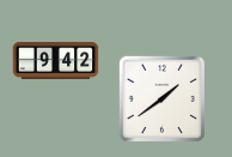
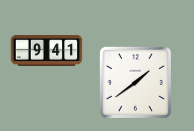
clock at (56, 60): 9:42 -> 9:41
